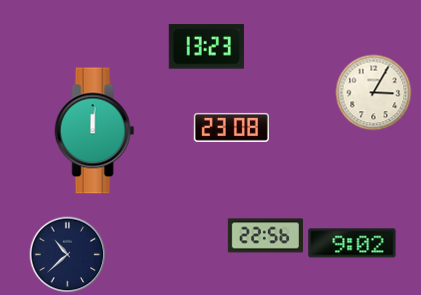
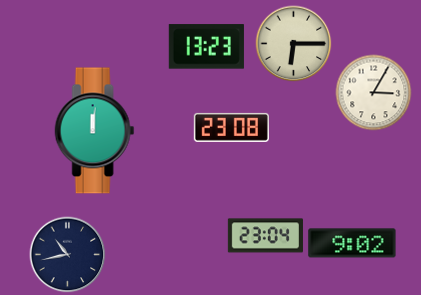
clock at (294, 44): none -> 6:15
clock at (265, 236): 22:56 -> 23:04
clock at (68, 255): 10:38 -> 10:43
